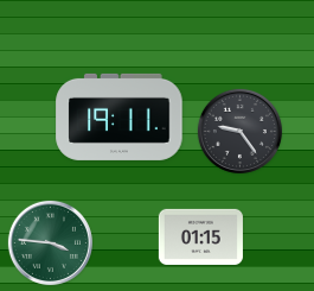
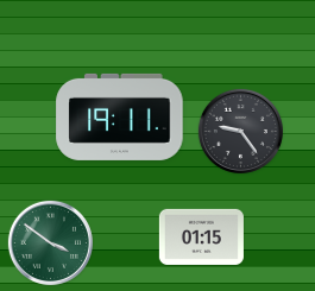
clock at (50, 242): 3:46 -> 3:51
